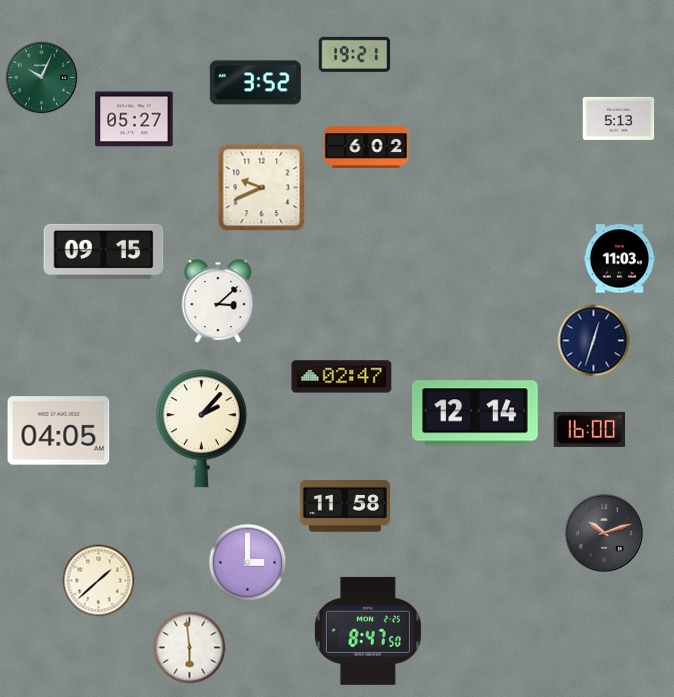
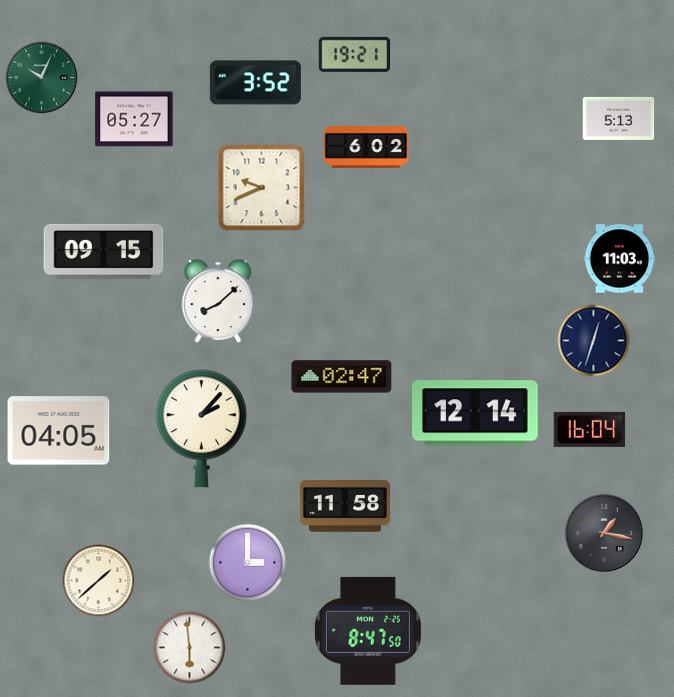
clock at (218, 301): 3:08 -> 8:08
clock at (590, 429): 16:00 -> 16:04
clock at (603, 532): 10:12 -> 1:17
